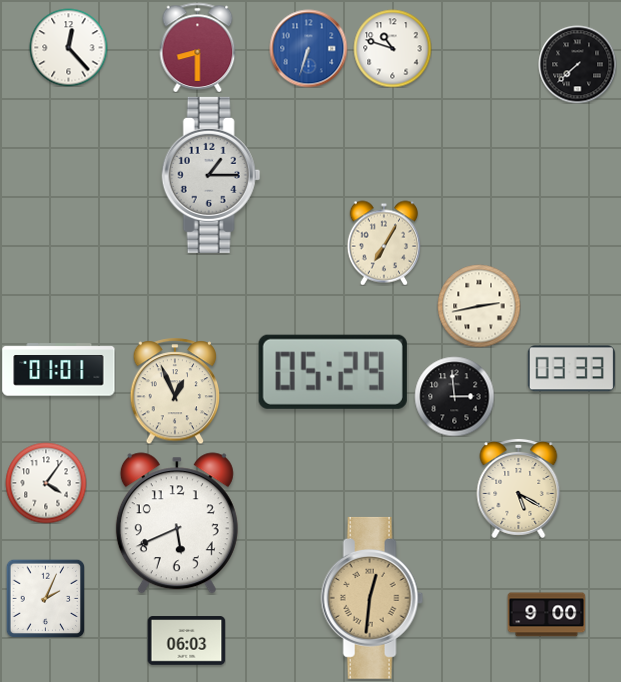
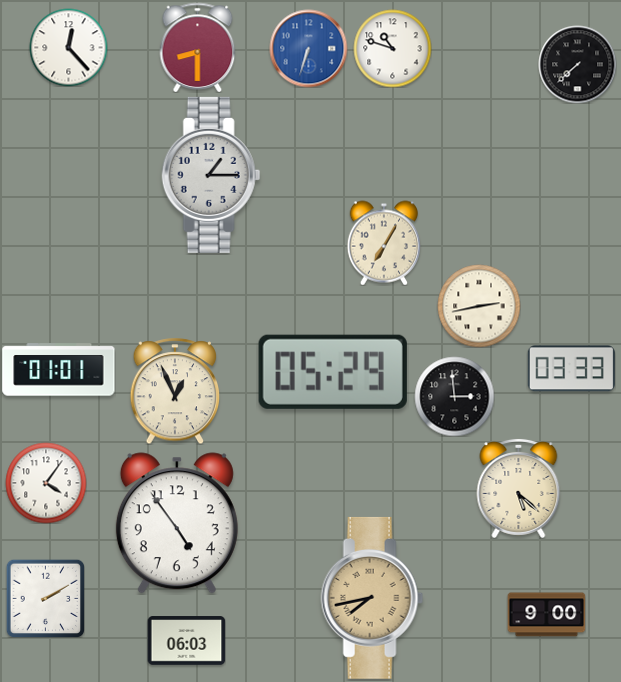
clock at (519, 488): 5:20 -> 5:22
clock at (177, 523): 5:41 -> 4:54
clock at (45, 598): 2:04 -> 2:10
clock at (372, 598): 12:31 -> 7:43
